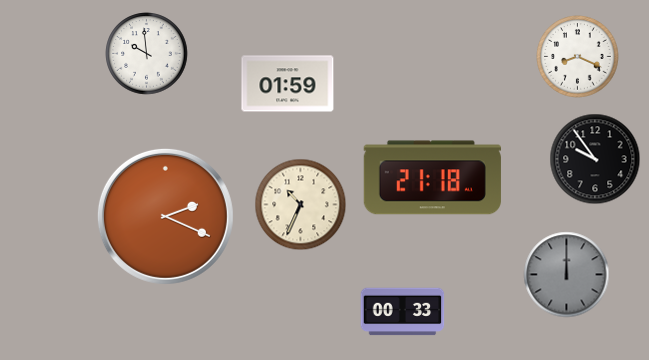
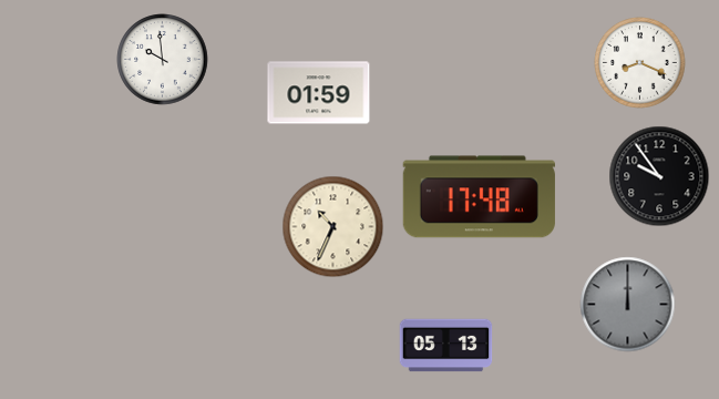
clock at (432, 178): 21:18 -> 17:48
clock at (165, 216): 2:19 -> none
clock at (403, 312): 00:33 -> 05:13
